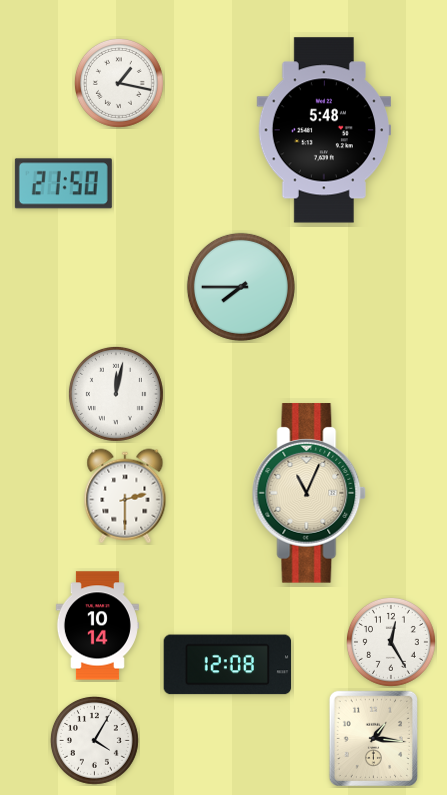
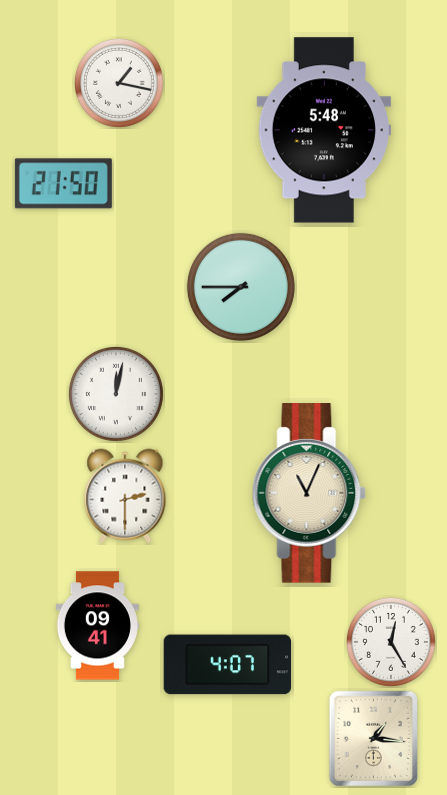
clock at (97, 626): 10:14 -> 09:41
clock at (228, 665): 12:08 -> 4:07
clock at (94, 740): 4:05 -> none
